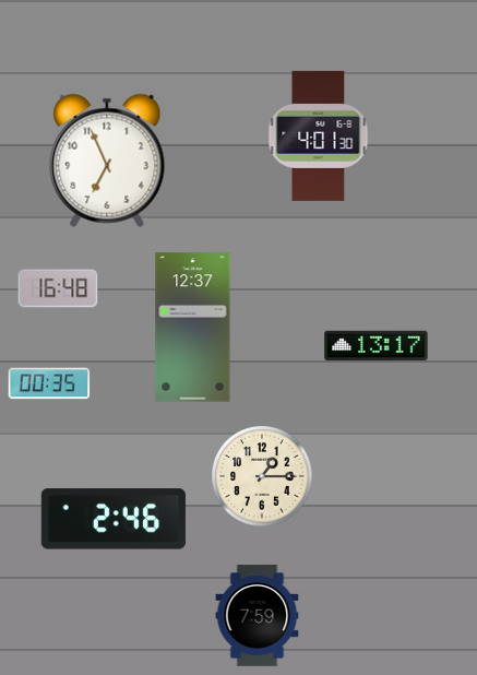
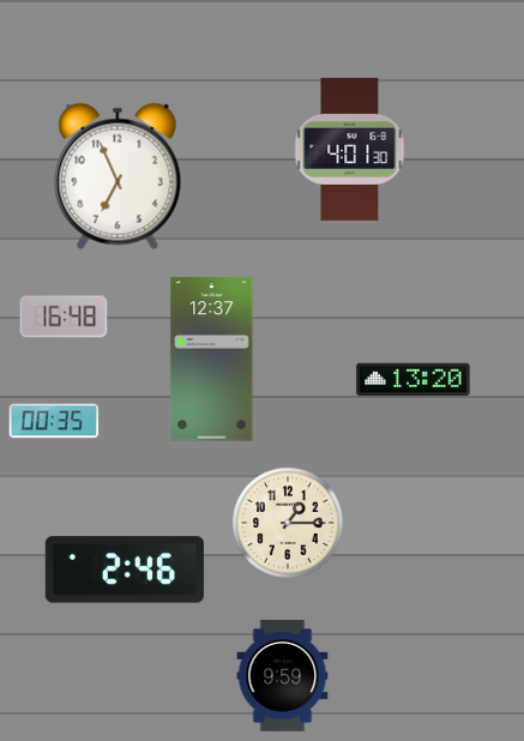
clock at (377, 346): 13:17 -> 13:20
clock at (258, 616): 7:59 -> 9:59
